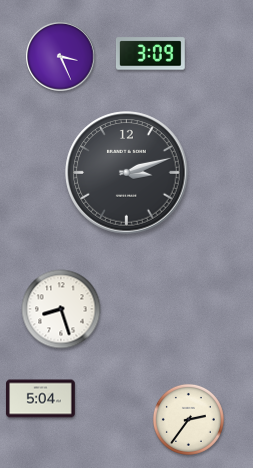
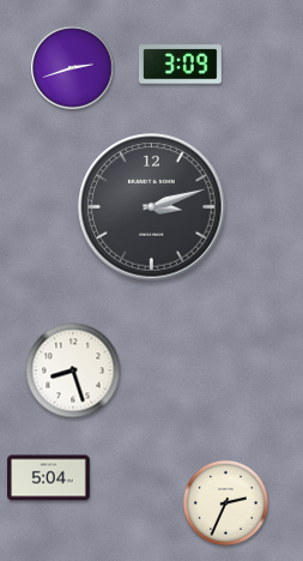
clock at (61, 57): 3:26 -> 2:42
clock at (188, 419): 2:36 -> 2:34
